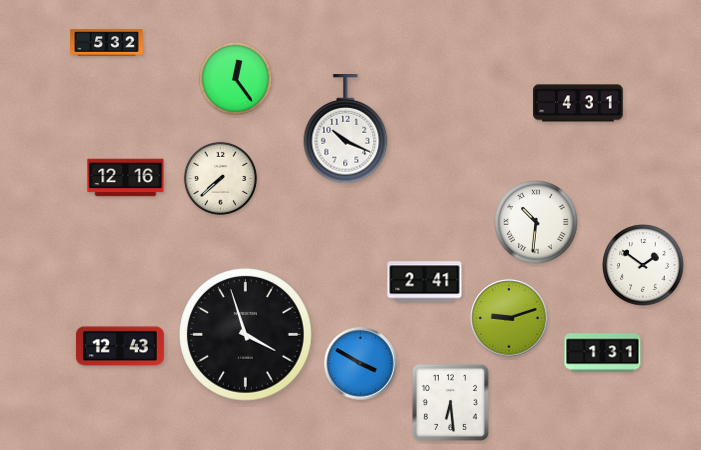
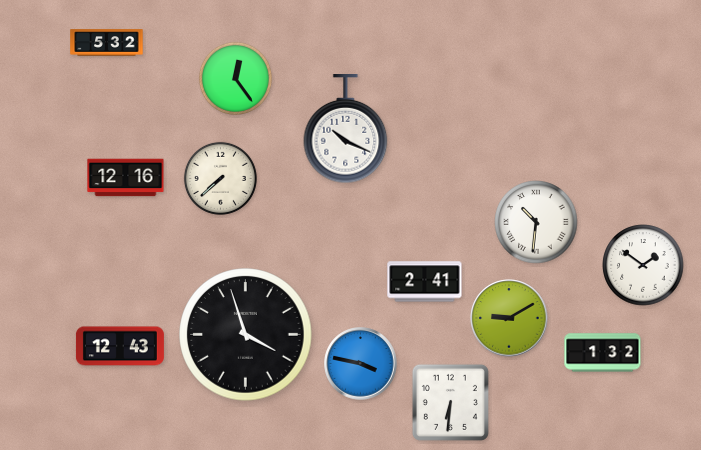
clock at (578, 103): 4:31 -> none
clock at (509, 318): 9:12 -> 9:10
clock at (603, 353): 1:31 -> 1:32
clock at (361, 364): 3:50 -> 3:47
clock at (450, 402): 6:29 -> 6:31
